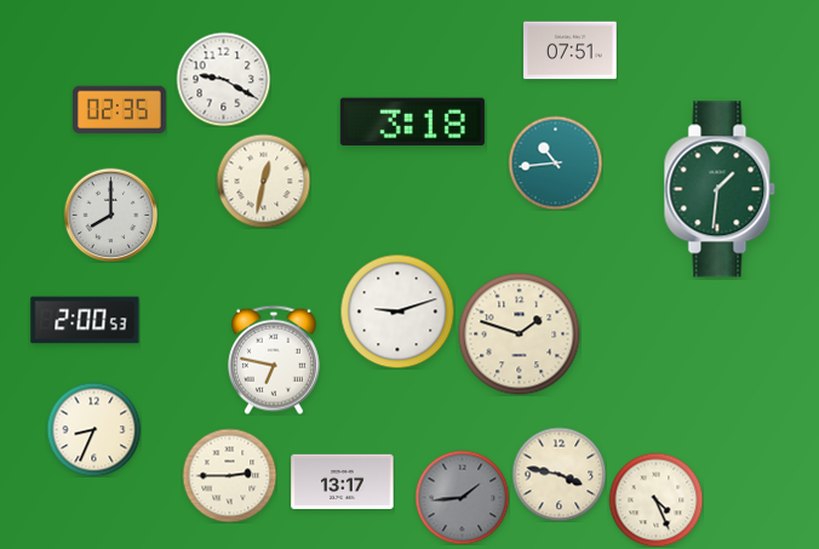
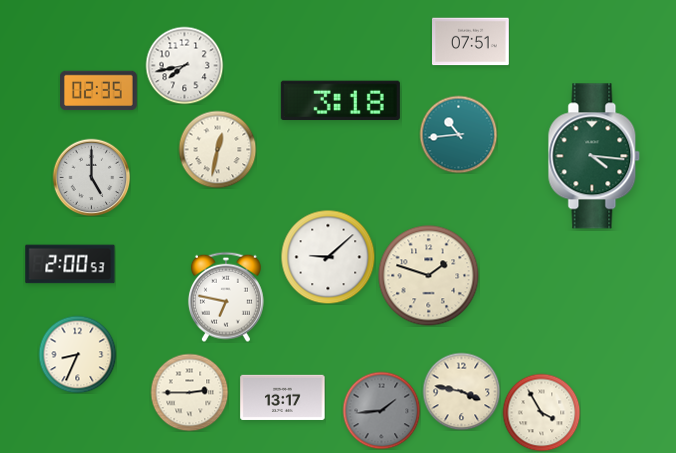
clock at (223, 79): 9:20 -> 7:43
clock at (720, 189): 1:31 -> 4:16
clock at (110, 215): 8:00 -> 5:00
clock at (397, 311): 9:12 -> 9:08
clock at (655, 499): 4:26 -> 3:55
